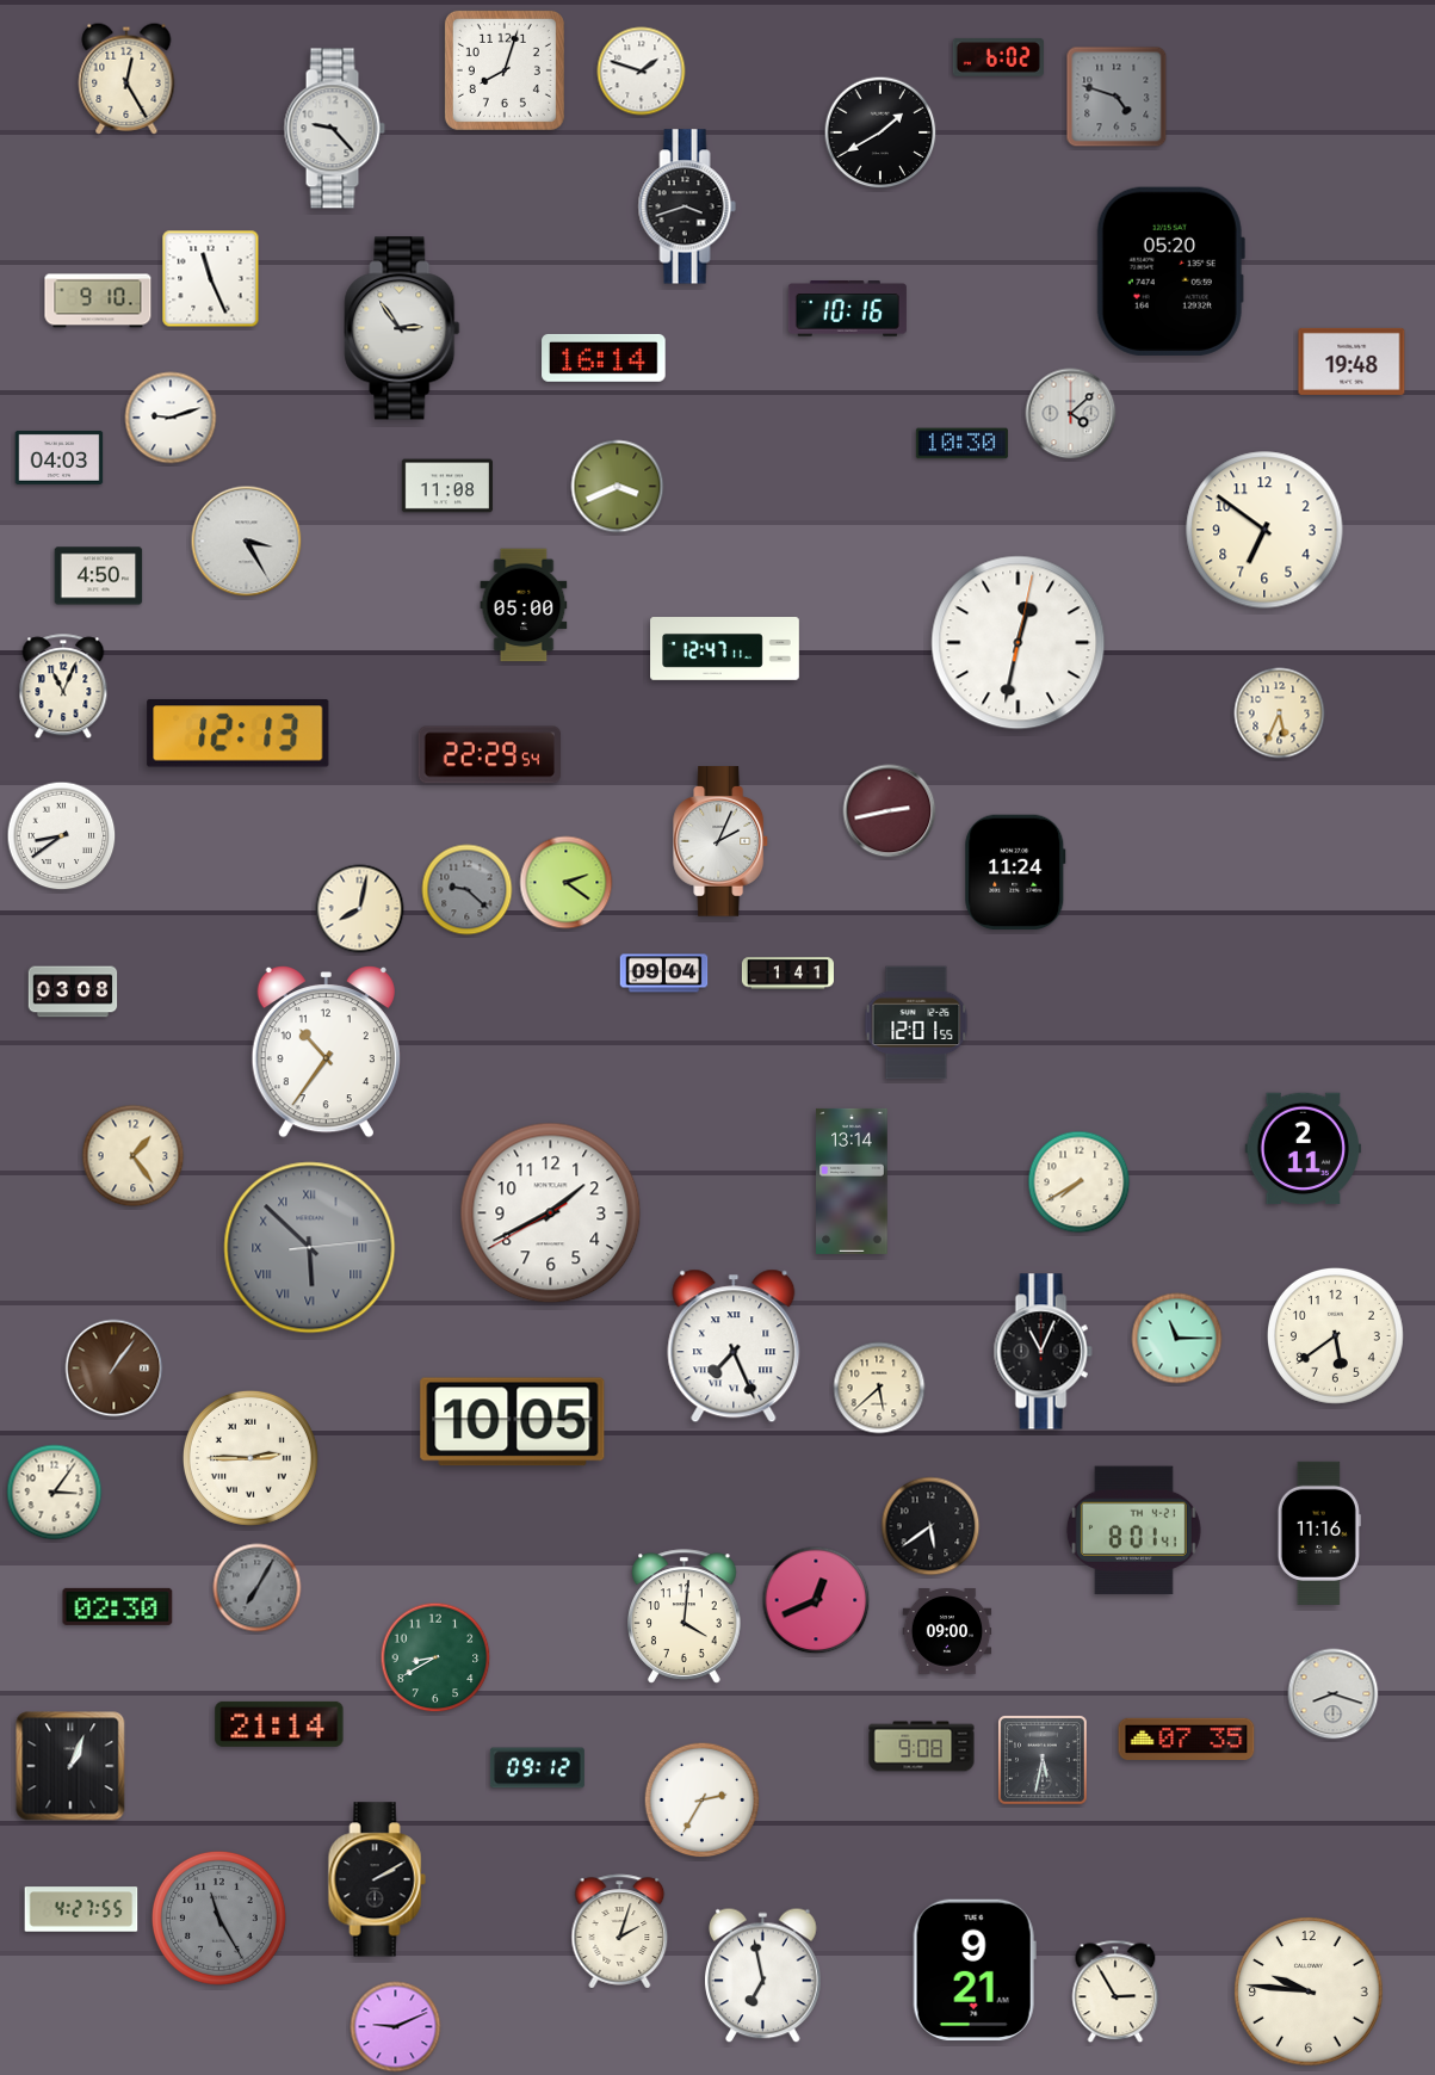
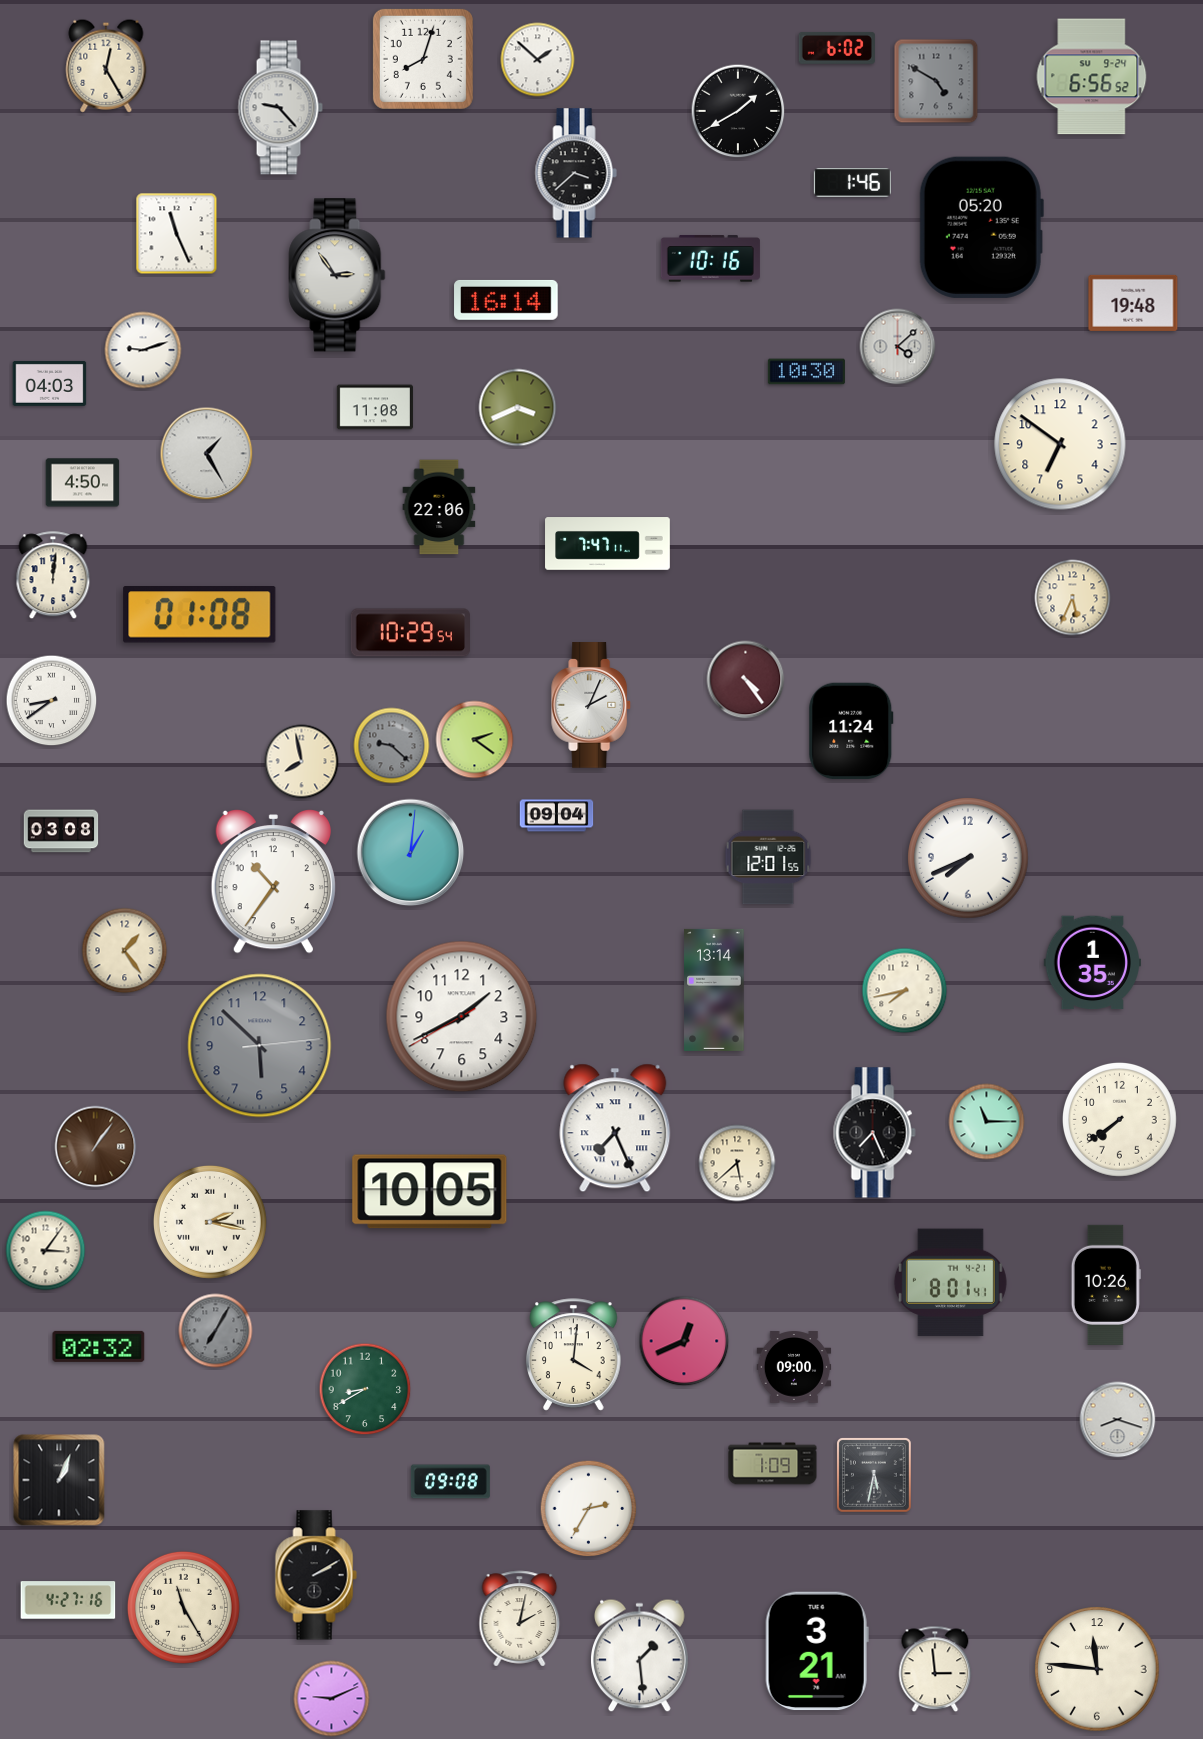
clock at (642, 72): 1:48 -> 1:52
clock at (1092, 77): none -> 6:56
clock at (1117, 97): 4:48 -> 4:50
clock at (687, 206): 3:42 -> 3:38
clock at (852, 183): none -> 1:46
clock at (98, 301): 9:10 -> none
clock at (247, 542): 3:25 -> 1:25
clock at (524, 605): 05:00 -> 22:06
clock at (1019, 643): 12:32 -> none
clock at (725, 649): 12:47 -> 7:47
clock at (63, 687): 11:04 -> 12:01
clock at (239, 734): 12:13 -> 01:08
clock at (489, 755): 22:29 -> 10:29
clock at (890, 811): 2:43 -> 4:24
clock at (722, 841) position: (722, 841) -> (592, 705)
clock at (360, 909): 8:02 -> 7:58
clock at (787, 974): 1:41 -> none
clock at (411, 853): none -> 1:01
clock at (968, 858): none -> 7:41
clock at (1303, 1149): 2:11 -> 1:35
clock at (134, 1156) position: (134, 1156) -> (125, 951)
clock at (1080, 1182): 7:40 -> 7:43
clock at (310, 1248) numerals: Roman -> Arabic
clock at (1335, 1335): 5:39 -> 7:39
clock at (1043, 1352): 11:04 -> 7:26
clock at (250, 1458): 2:45 -> 2:17
clock at (930, 1526): 5:39 -> none
clock at (1319, 1533): 11:16 -> 10:26
clock at (118, 1606): 02:30 -> 02:32
clock at (279, 1724): 21:14 -> none
clock at (1187, 1739): 07:35 -> none
clock at (922, 1747): 9:08 -> 1:09
clock at (537, 1768): 09:12 -> 09:08
clock at (81, 1909): 4:27:55 -> 4:27:16
clock at (218, 1917) dial: grey -> cream
clock at (620, 1932): 2:03 -> 2:02
clock at (975, 1970): 9:21 -> 3:21
clock at (763, 1976): 6:58 -> 1:29
clock at (1115, 1991): 2:55 -> 2:59
clock at (1309, 1991): 9:46 -> 11:46
